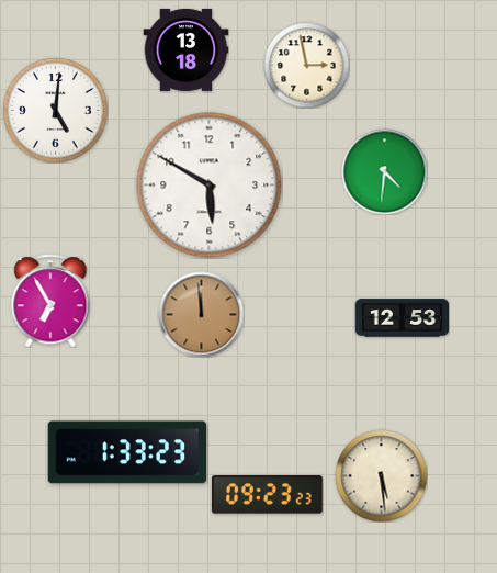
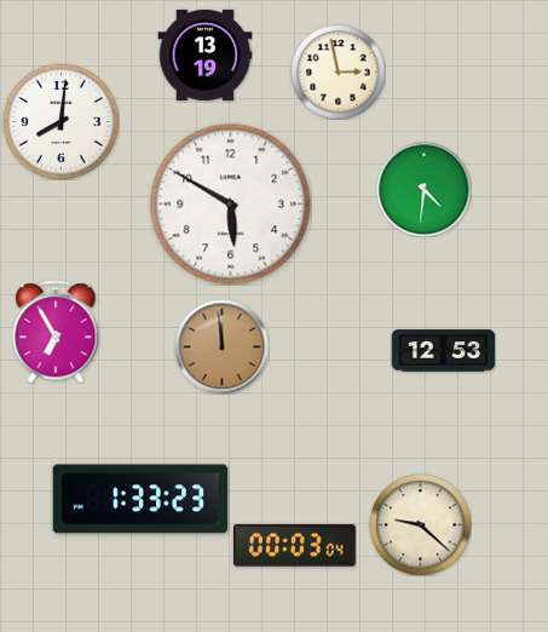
clock at (185, 49): 13:18 -> 13:19
clock at (55, 110): 5:01 -> 8:01
clock at (381, 475): 5:29 -> 9:22
clock at (267, 495): 09:23 -> 00:03
